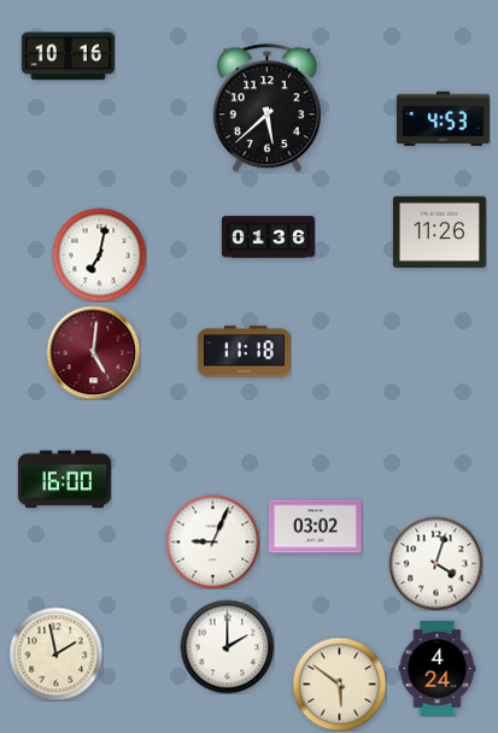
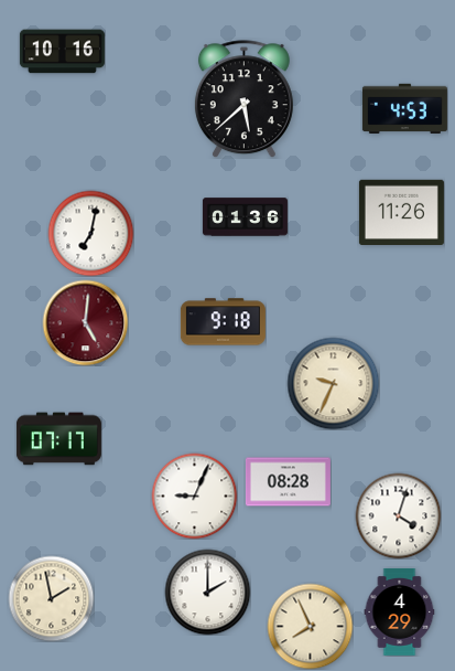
clock at (244, 352): 11:18 -> 9:18
clock at (333, 383): none -> 9:34
clock at (64, 480): 16:00 -> 07:17
clock at (315, 527): 03:02 -> 08:28
clock at (438, 668): 4:24 -> 4:29
clock at (339, 684): 5:51 -> 7:56
